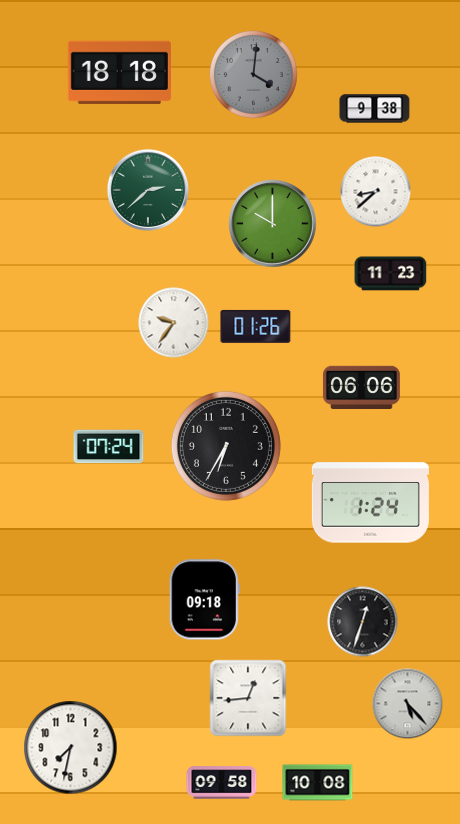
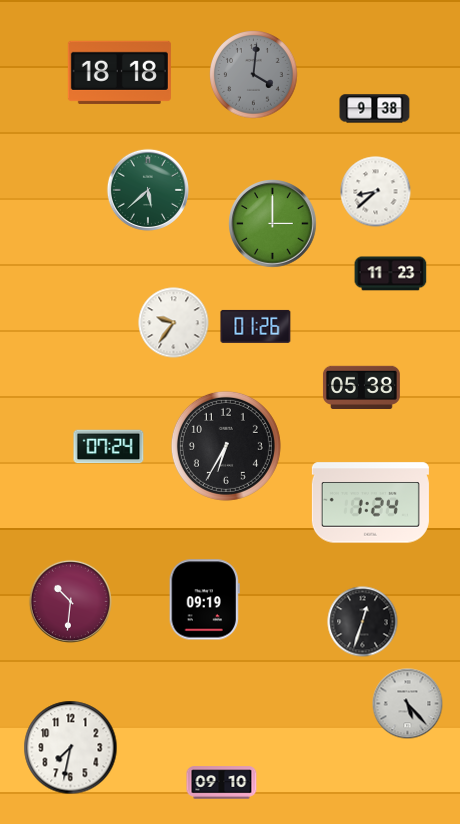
clock at (148, 190): 2:38 -> 5:38
clock at (273, 224): 10:00 -> 3:00
clock at (361, 387): 06:06 -> 05:38
clock at (204, 600): 09:18 -> 09:19
clock at (70, 601): none -> 10:31
clock at (248, 698): 12:44 -> none
clock at (222, 783): 09:58 -> 09:10
clock at (318, 783): 10:08 -> none
